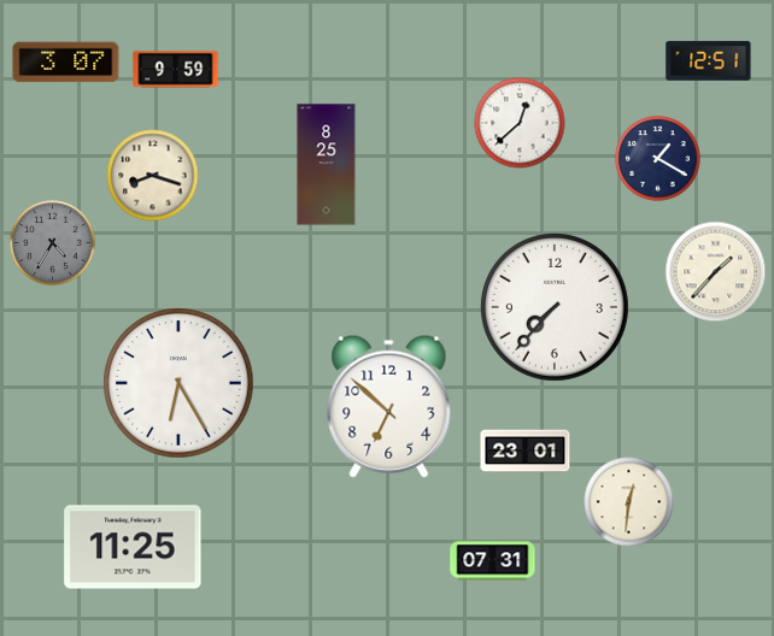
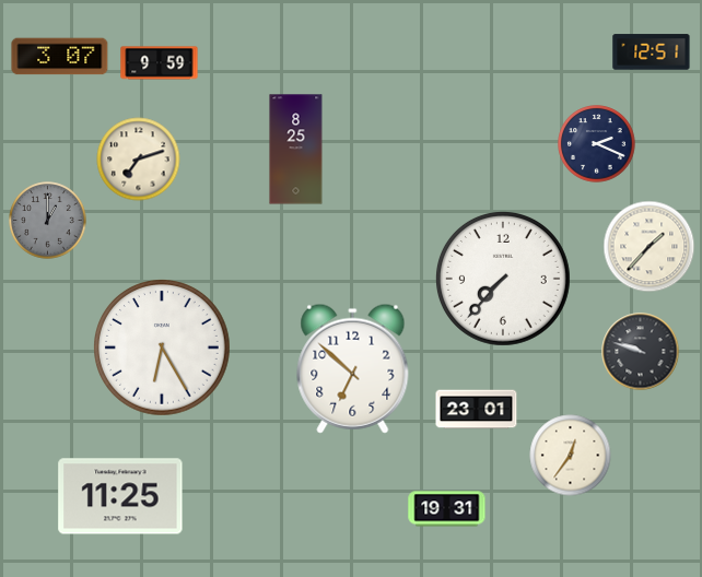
clock at (709, 61) position: (709, 61) -> (652, 52)
clock at (520, 123): 12:38 -> none
clock at (658, 159): 1:20 -> 2:19
clock at (153, 176): 8:18 -> 7:12
clock at (53, 243): 4:35 -> 1:00
clock at (641, 352): none -> 9:48
clock at (629, 502): 12:31 -> 12:36
clock at (493, 561): 07:31 -> 19:31
